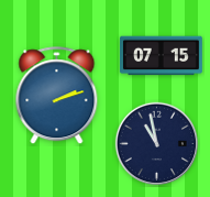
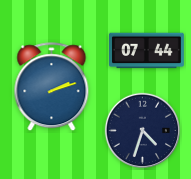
clock at (162, 56): 07:15 -> 07:44
clock at (156, 143): 10:58 -> 4:33
